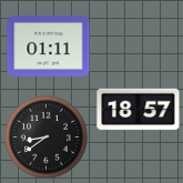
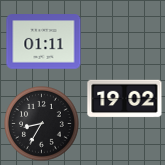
clock at (139, 110): 18:57 -> 19:02
clock at (47, 138): 8:39 -> 8:35
